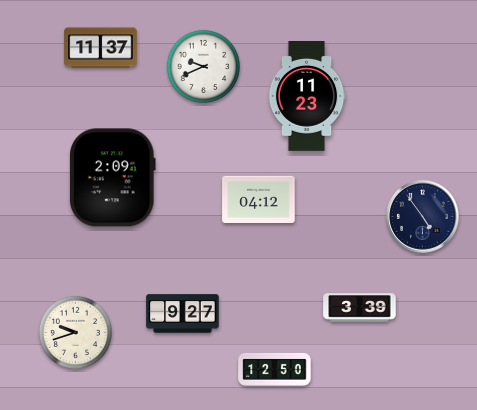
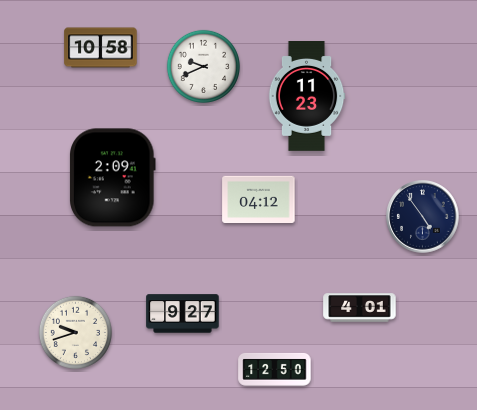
clock at (101, 48): 11:37 -> 10:58
clock at (360, 308): 3:39 -> 4:01
